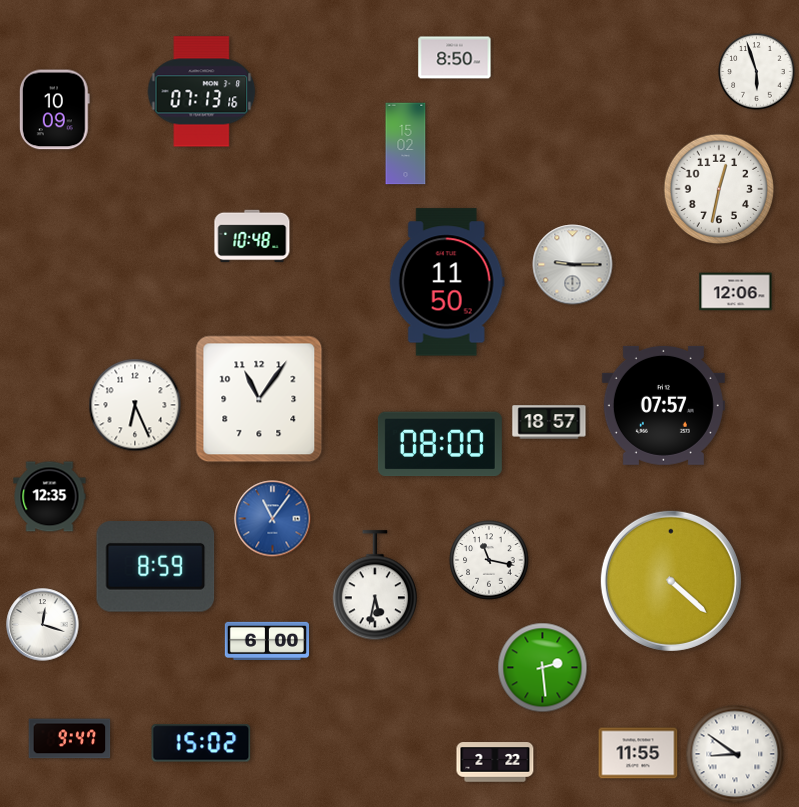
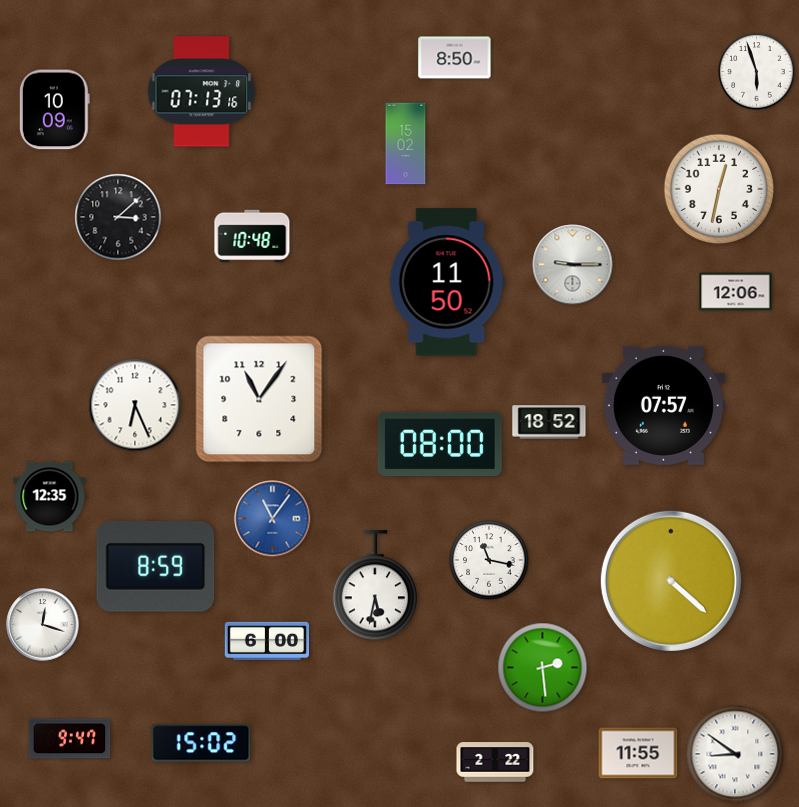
clock at (118, 217): none -> 3:08
clock at (549, 422): 18:57 -> 18:52
